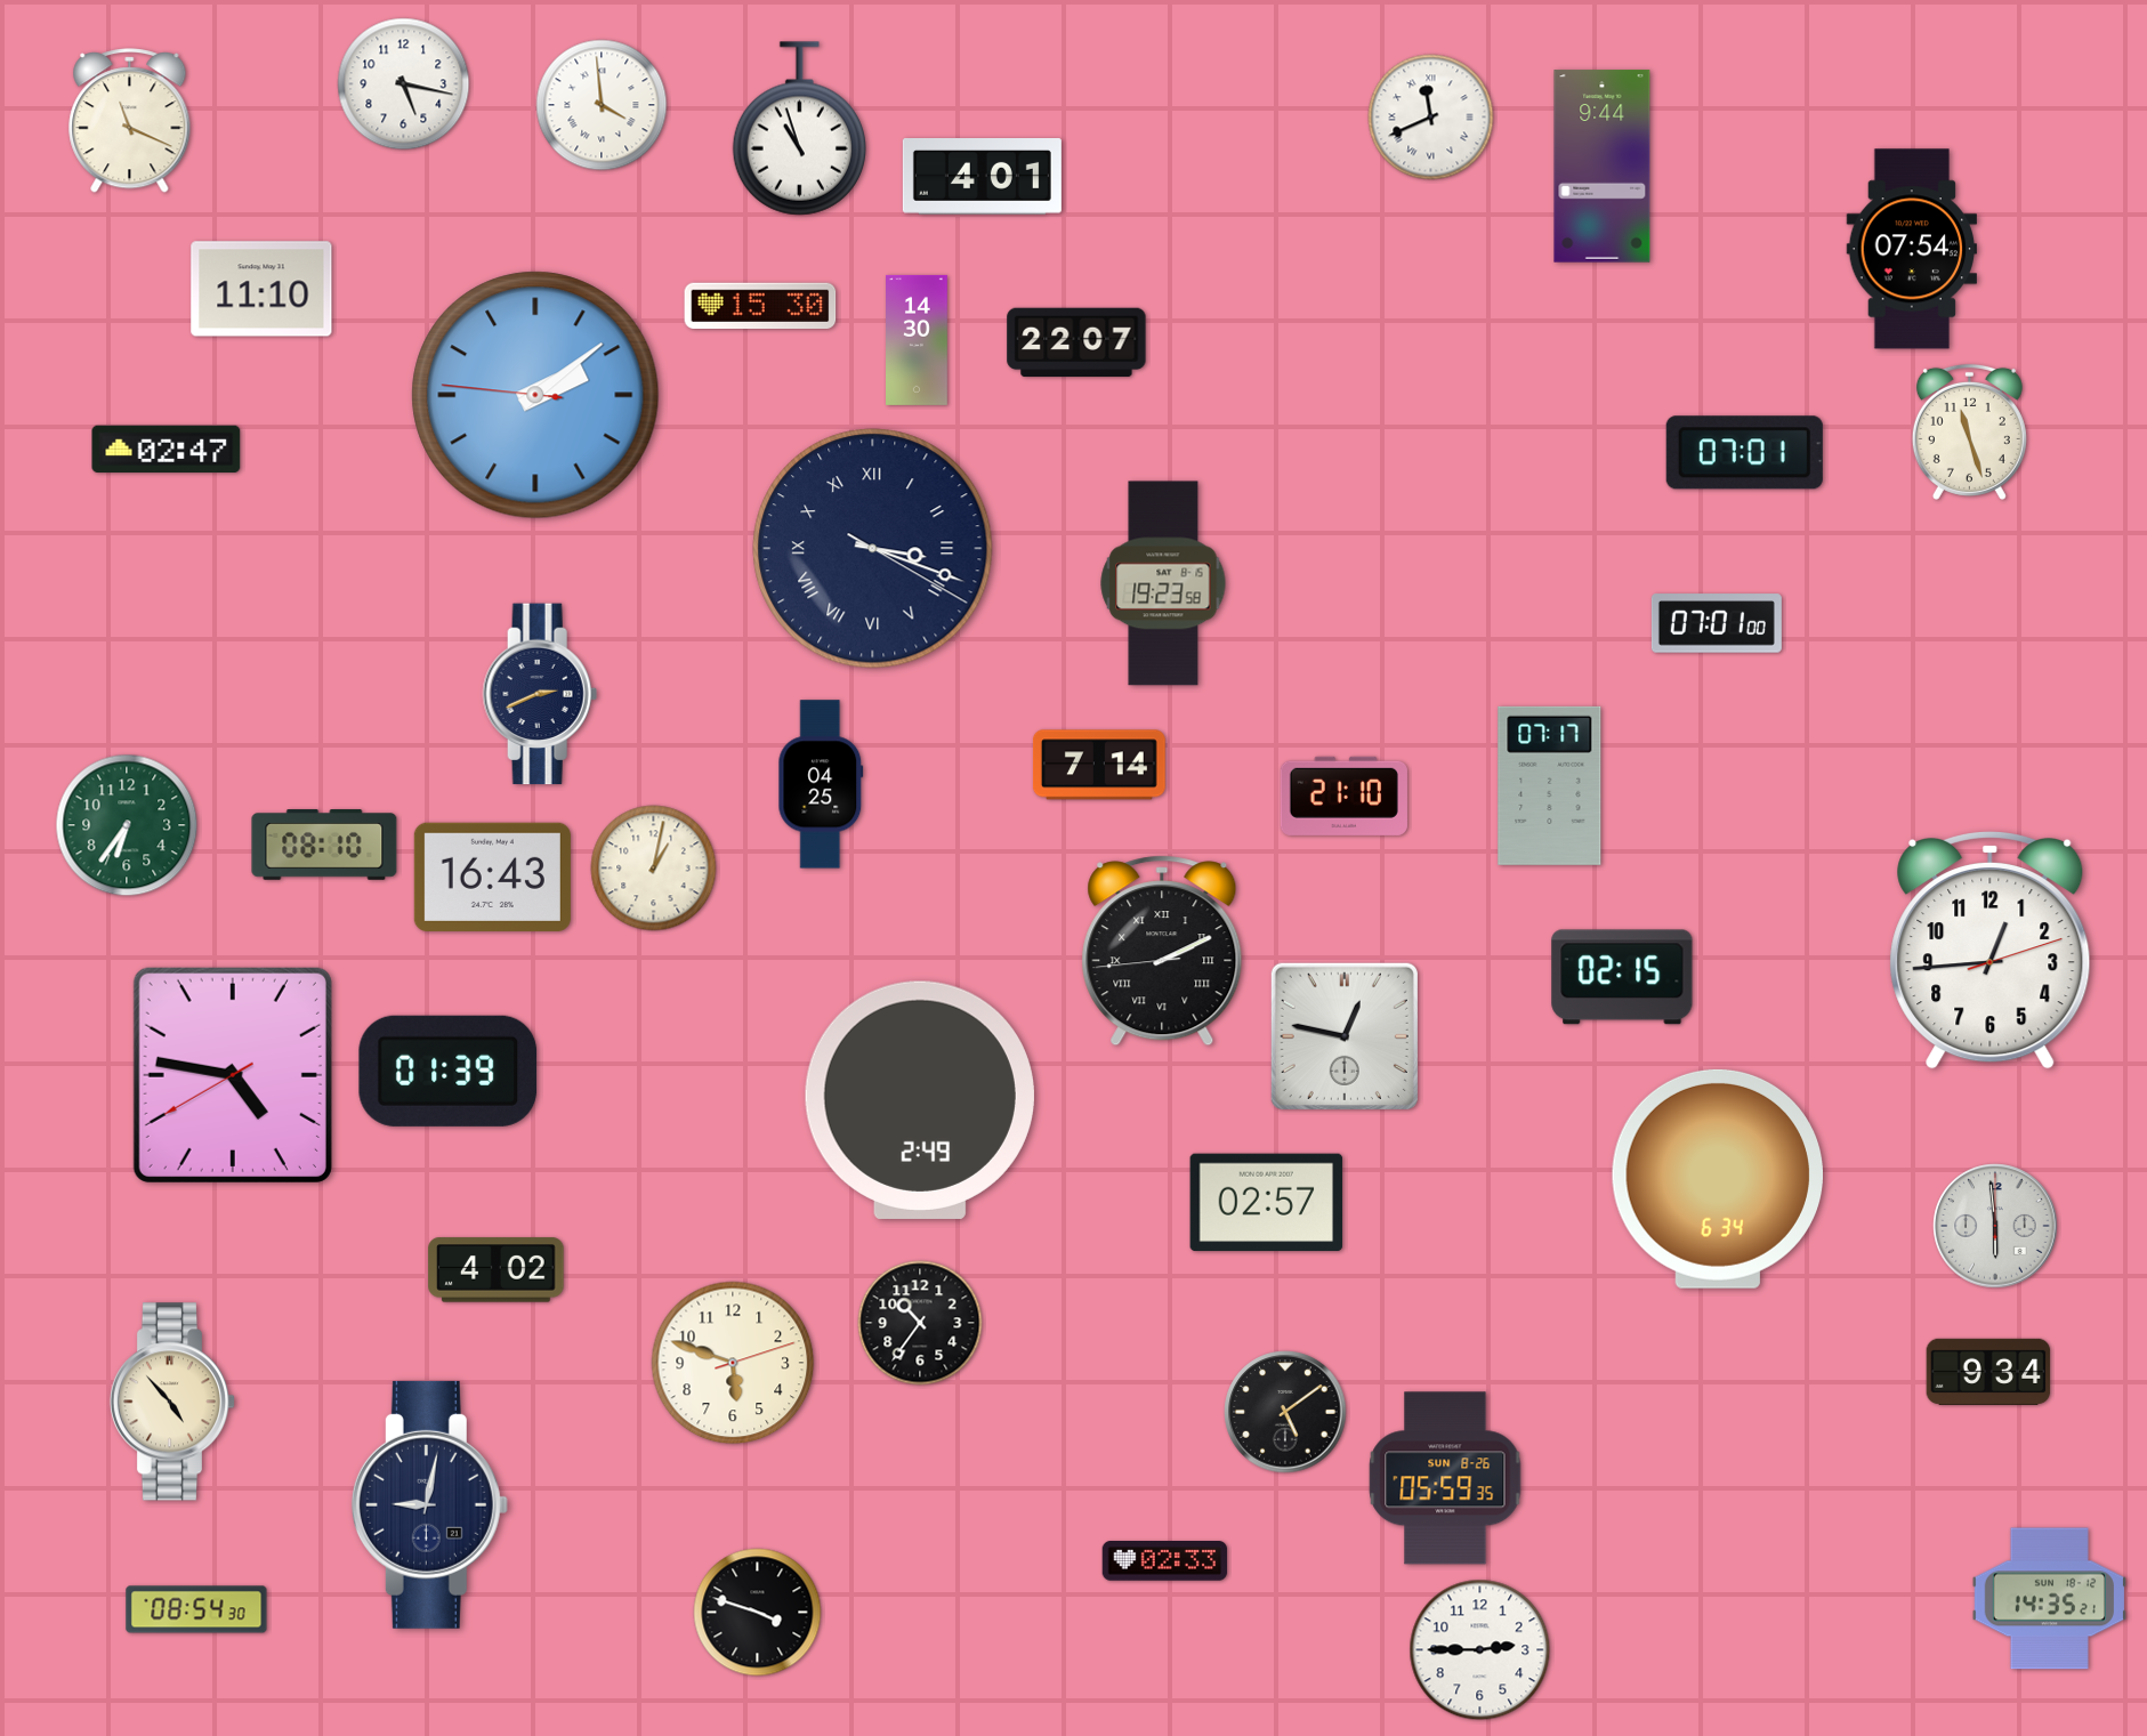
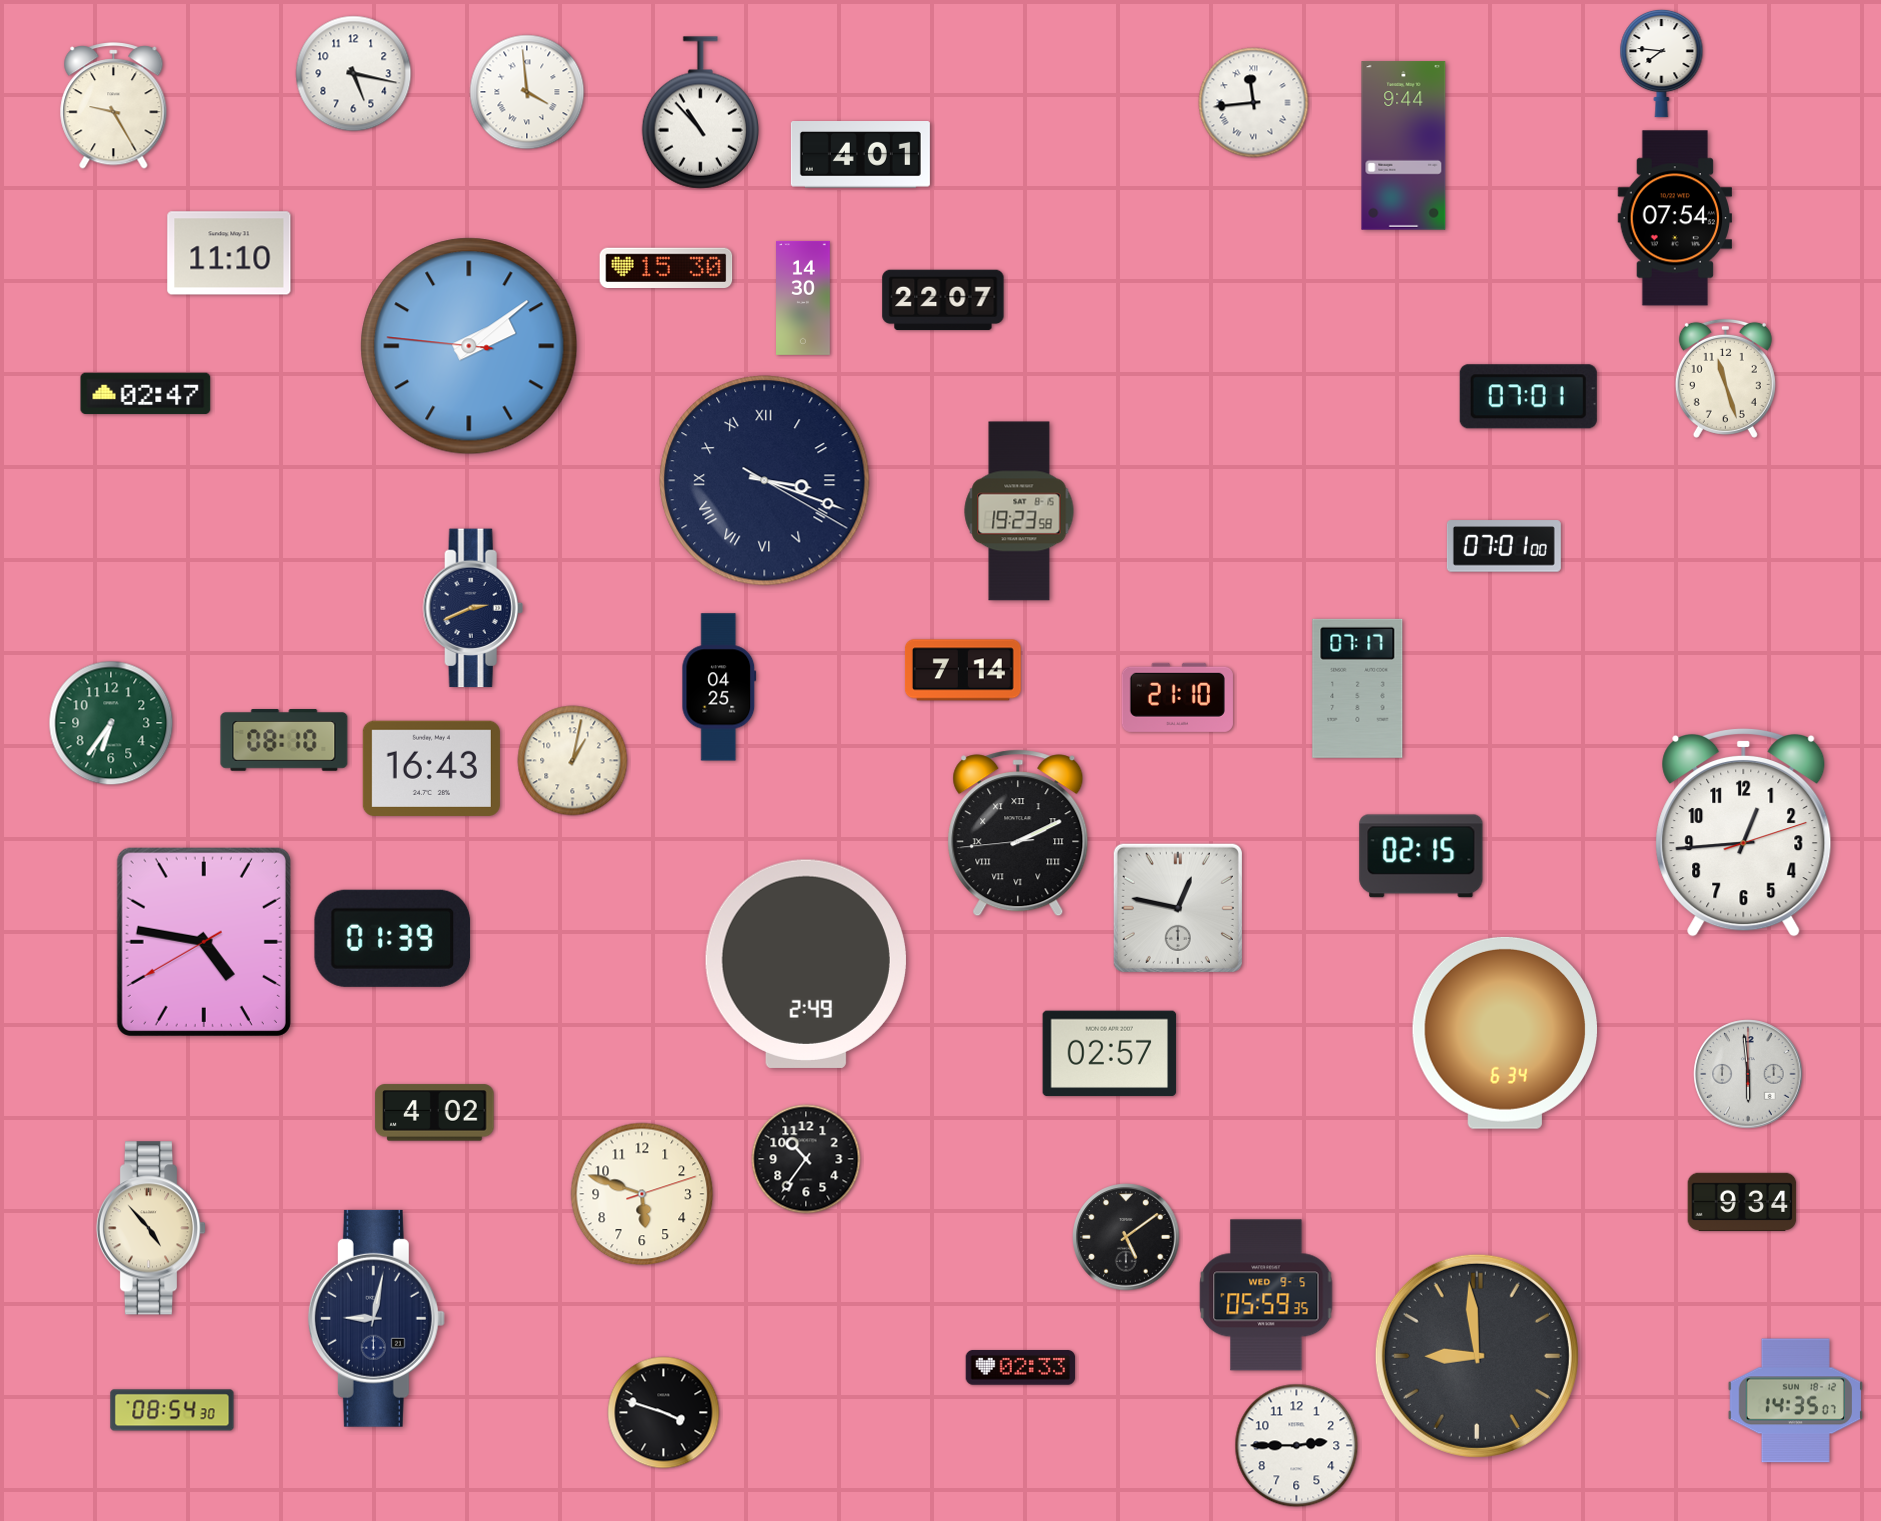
clock at (1662, 63): none -> 7:46
clock at (1431, 118): 11:41 -> 11:44
clock at (130, 121): 11:19 -> 9:25
clock at (799, 129): 10:57 -> 10:53
clock at (1445, 1478) date: SUN 8-26 -> WED 9-5
clock at (1477, 1356): none -> 8:59
clock at (2049, 1599): 14:35:21 -> 14:35:07
